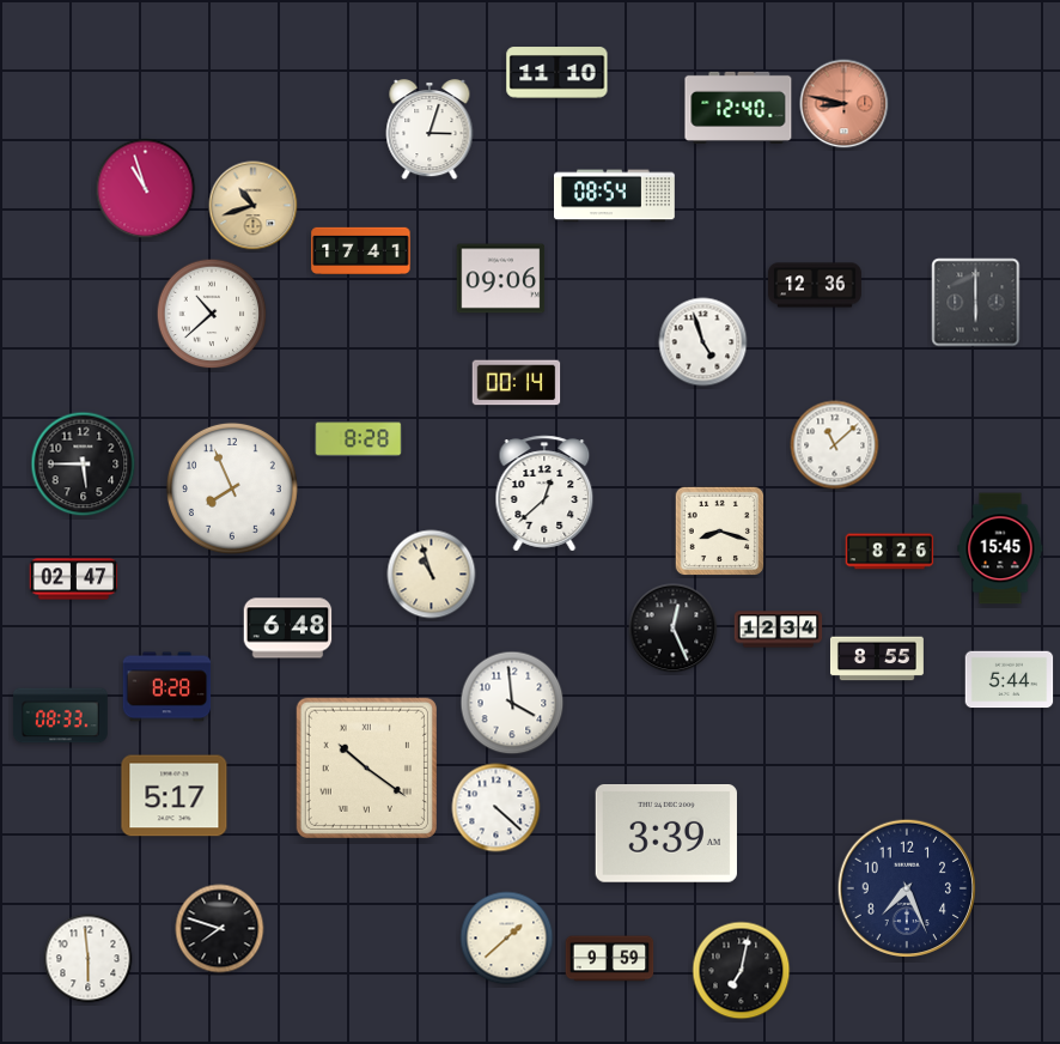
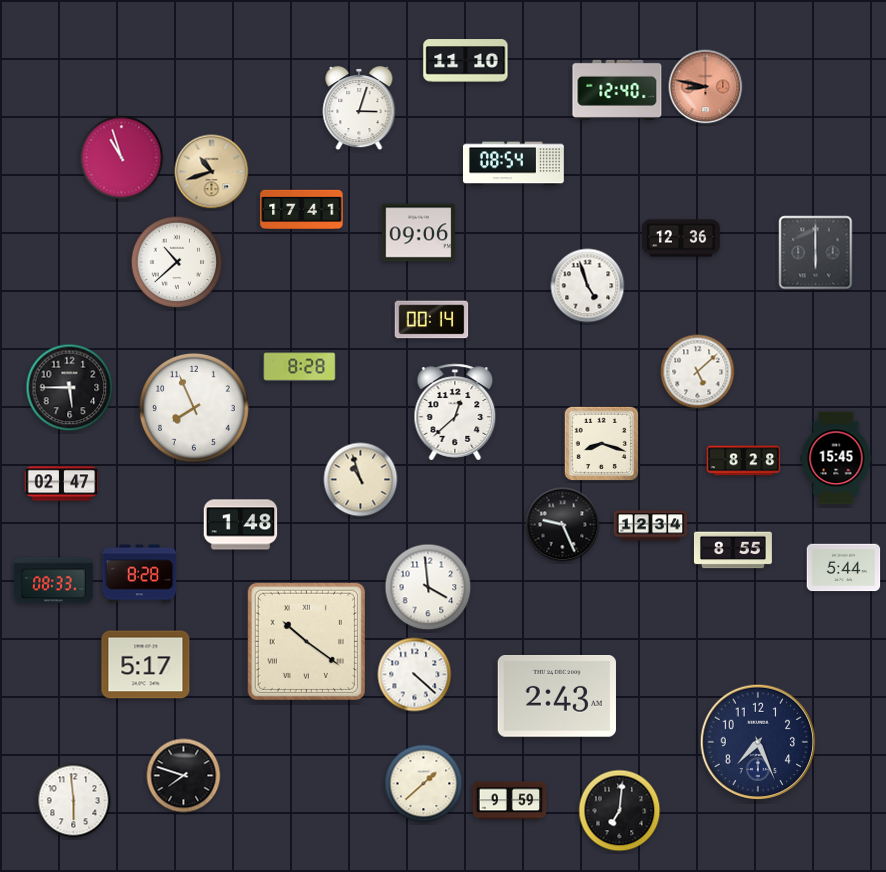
clock at (835, 445): 11:08 -> 5:08
clock at (890, 552): 8:26 -> 8:28
clock at (288, 629): 6:48 -> 1:48
clock at (674, 629): 12:26 -> 9:26
clock at (61, 716) position: (61, 716) -> (54, 581)
clock at (666, 834): 3:39 -> 2:43
clock at (742, 971): 7:02 -> 7:01
